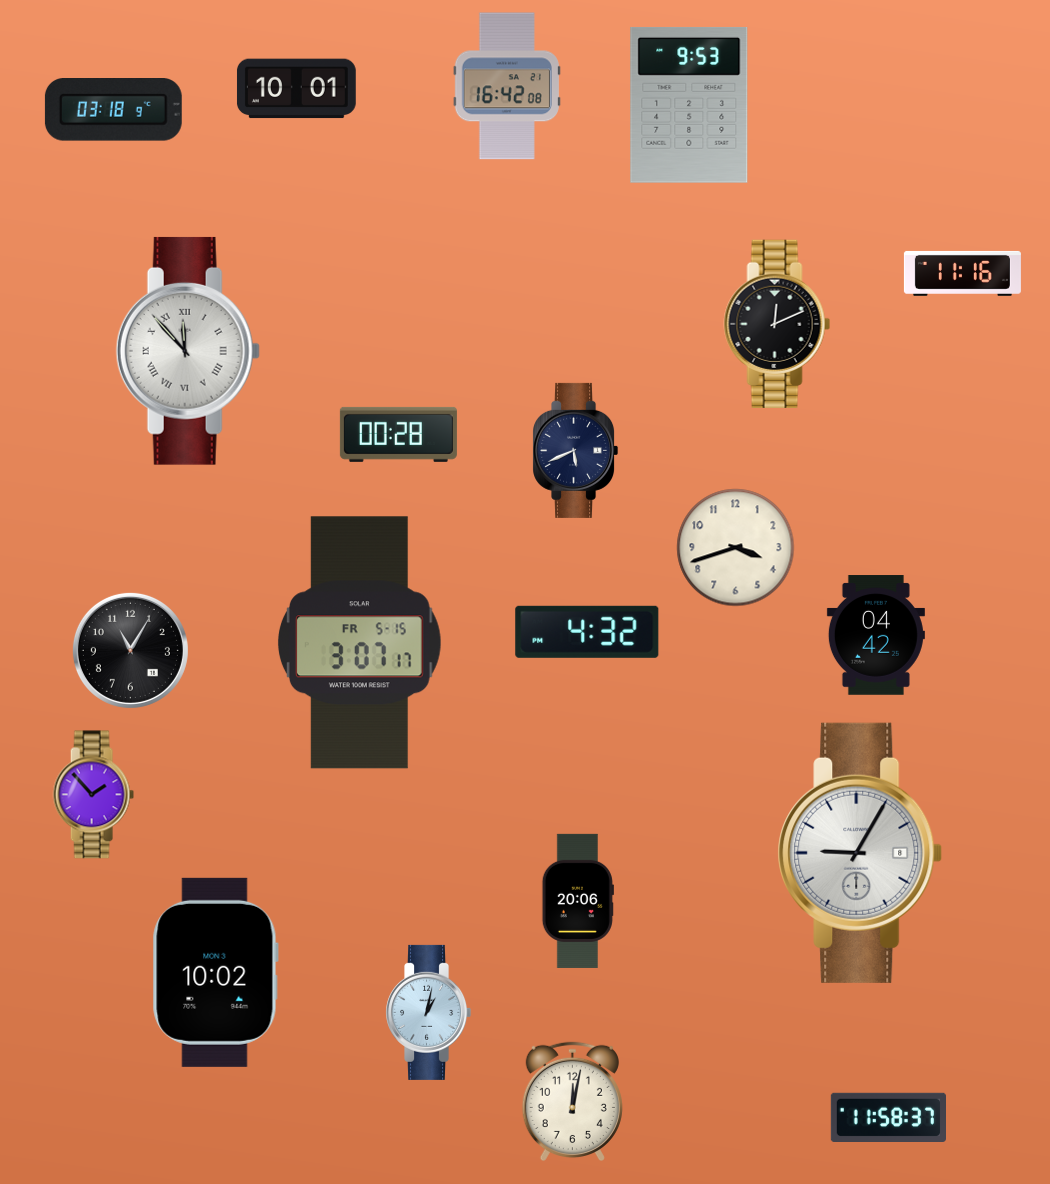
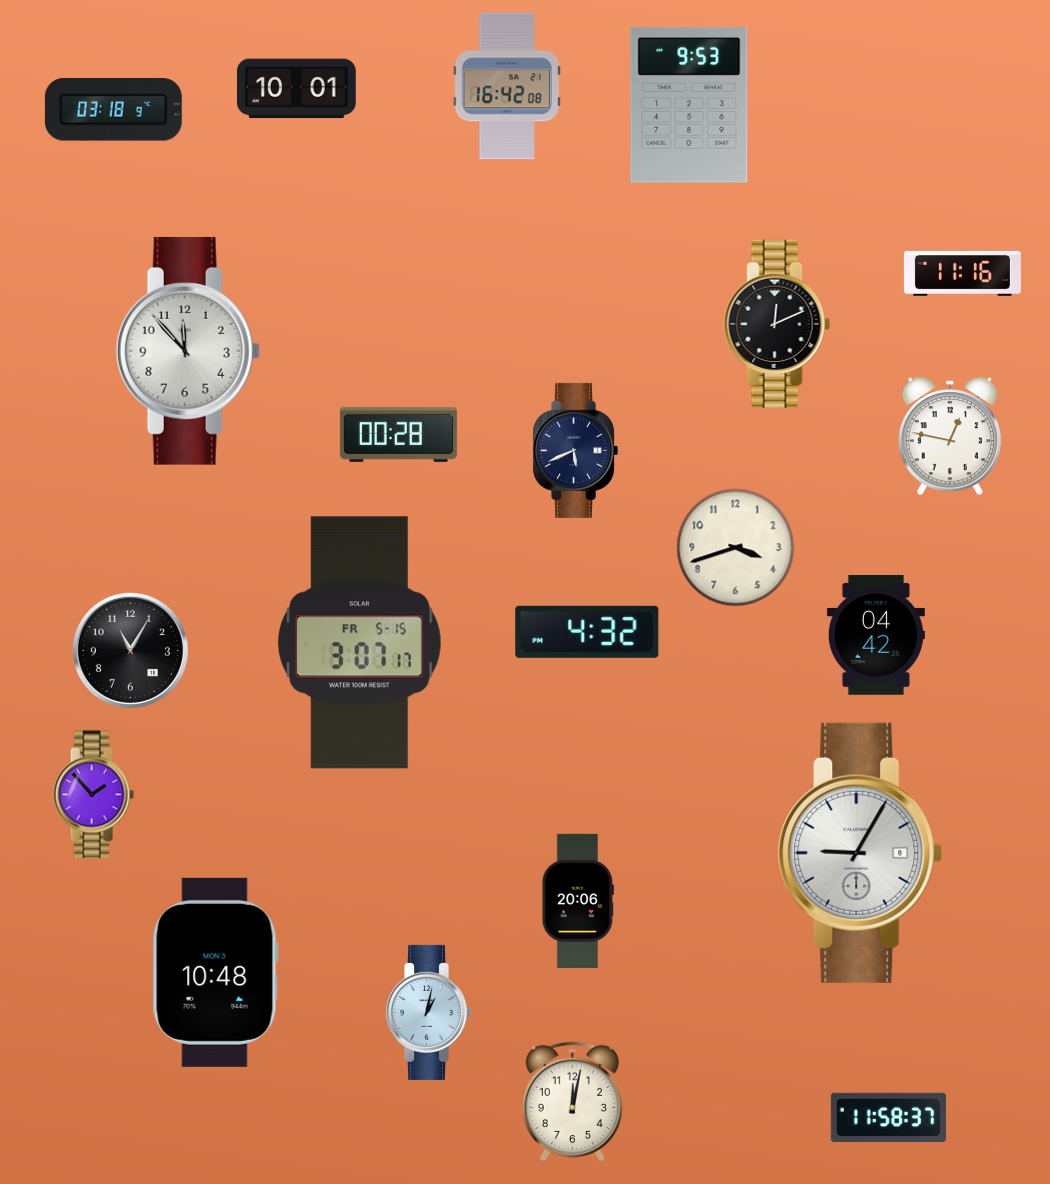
clock at (188, 351) numerals: Roman -> Arabic
clock at (950, 436): none -> 12:47
clock at (215, 972): 10:02 -> 10:48
